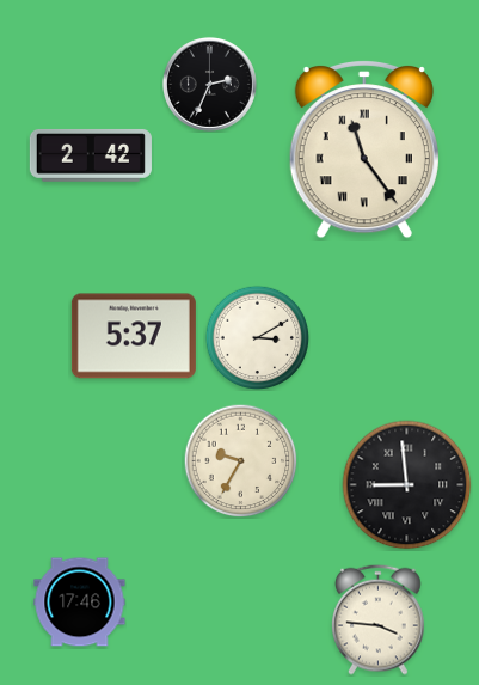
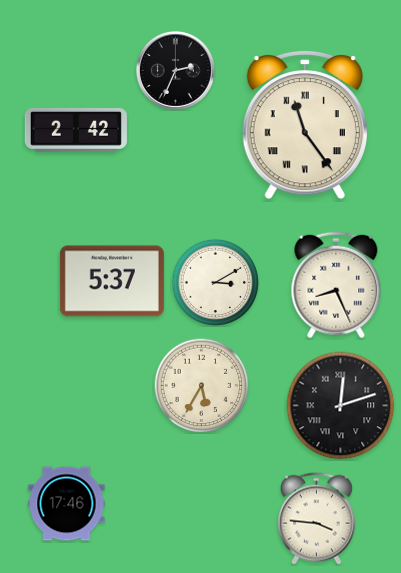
clock at (336, 285): none -> 8:26
clock at (240, 460): 9:35 -> 5:35
clock at (407, 485): 8:59 -> 12:12
